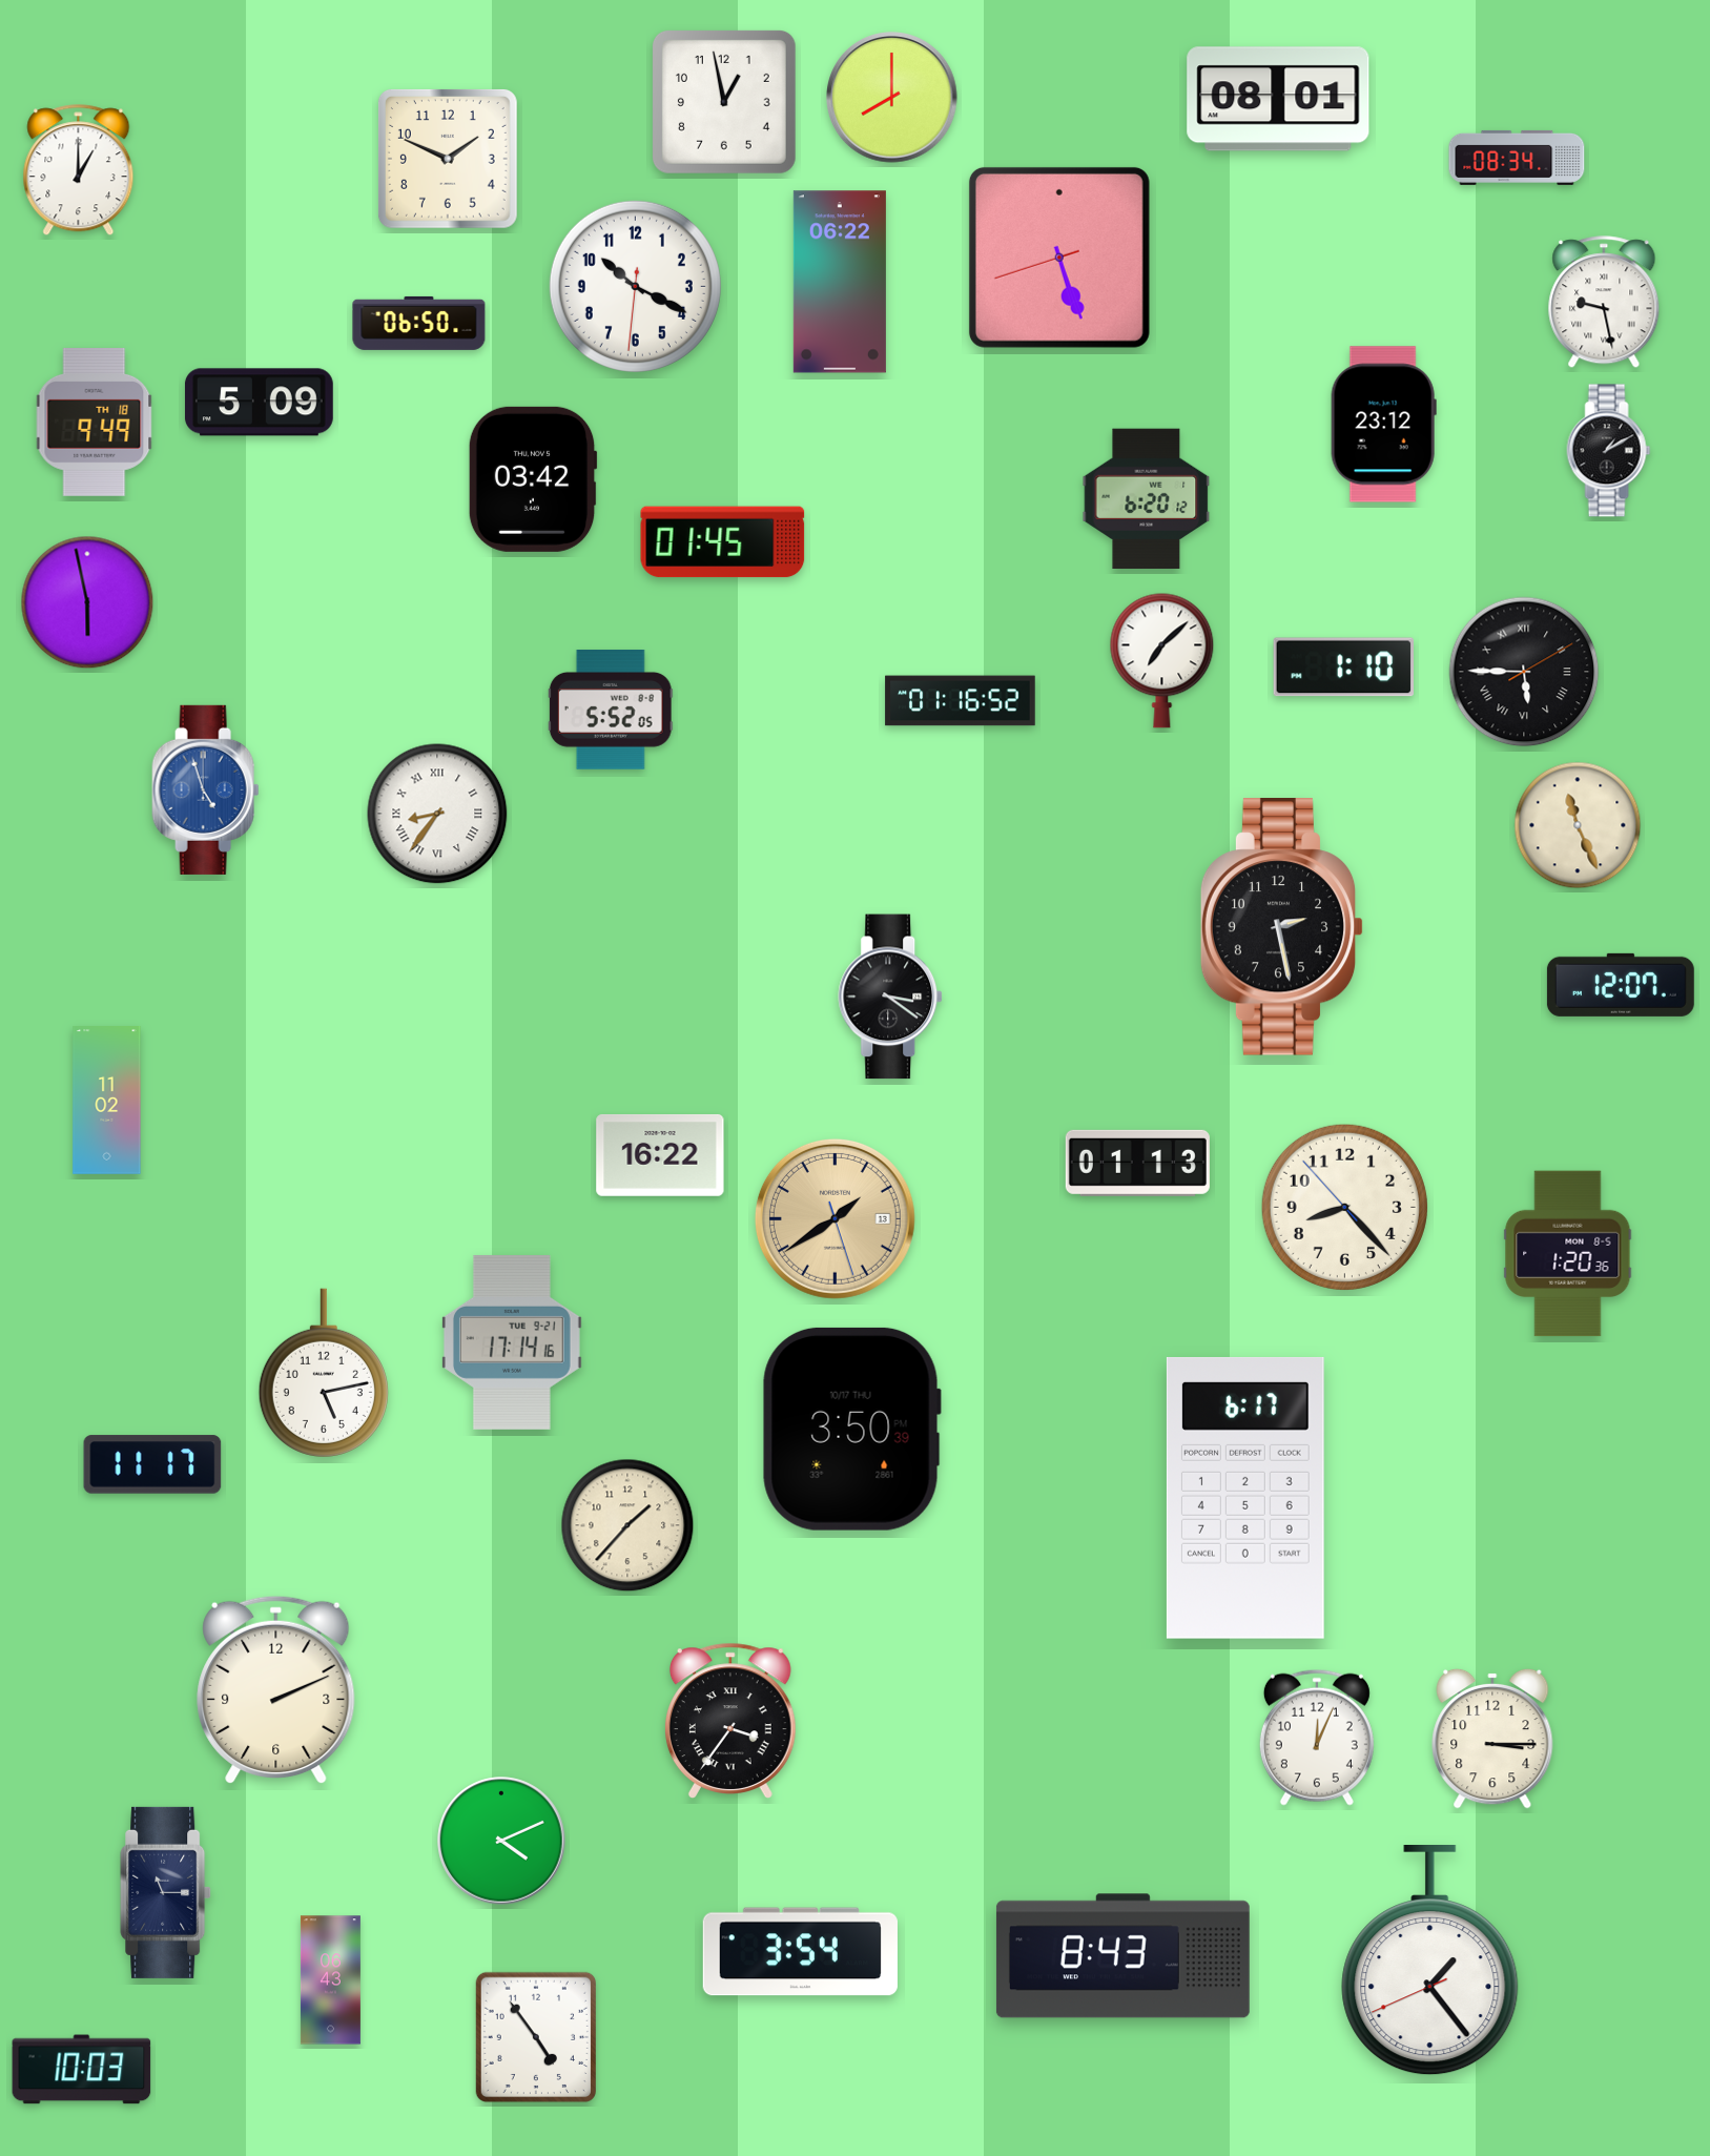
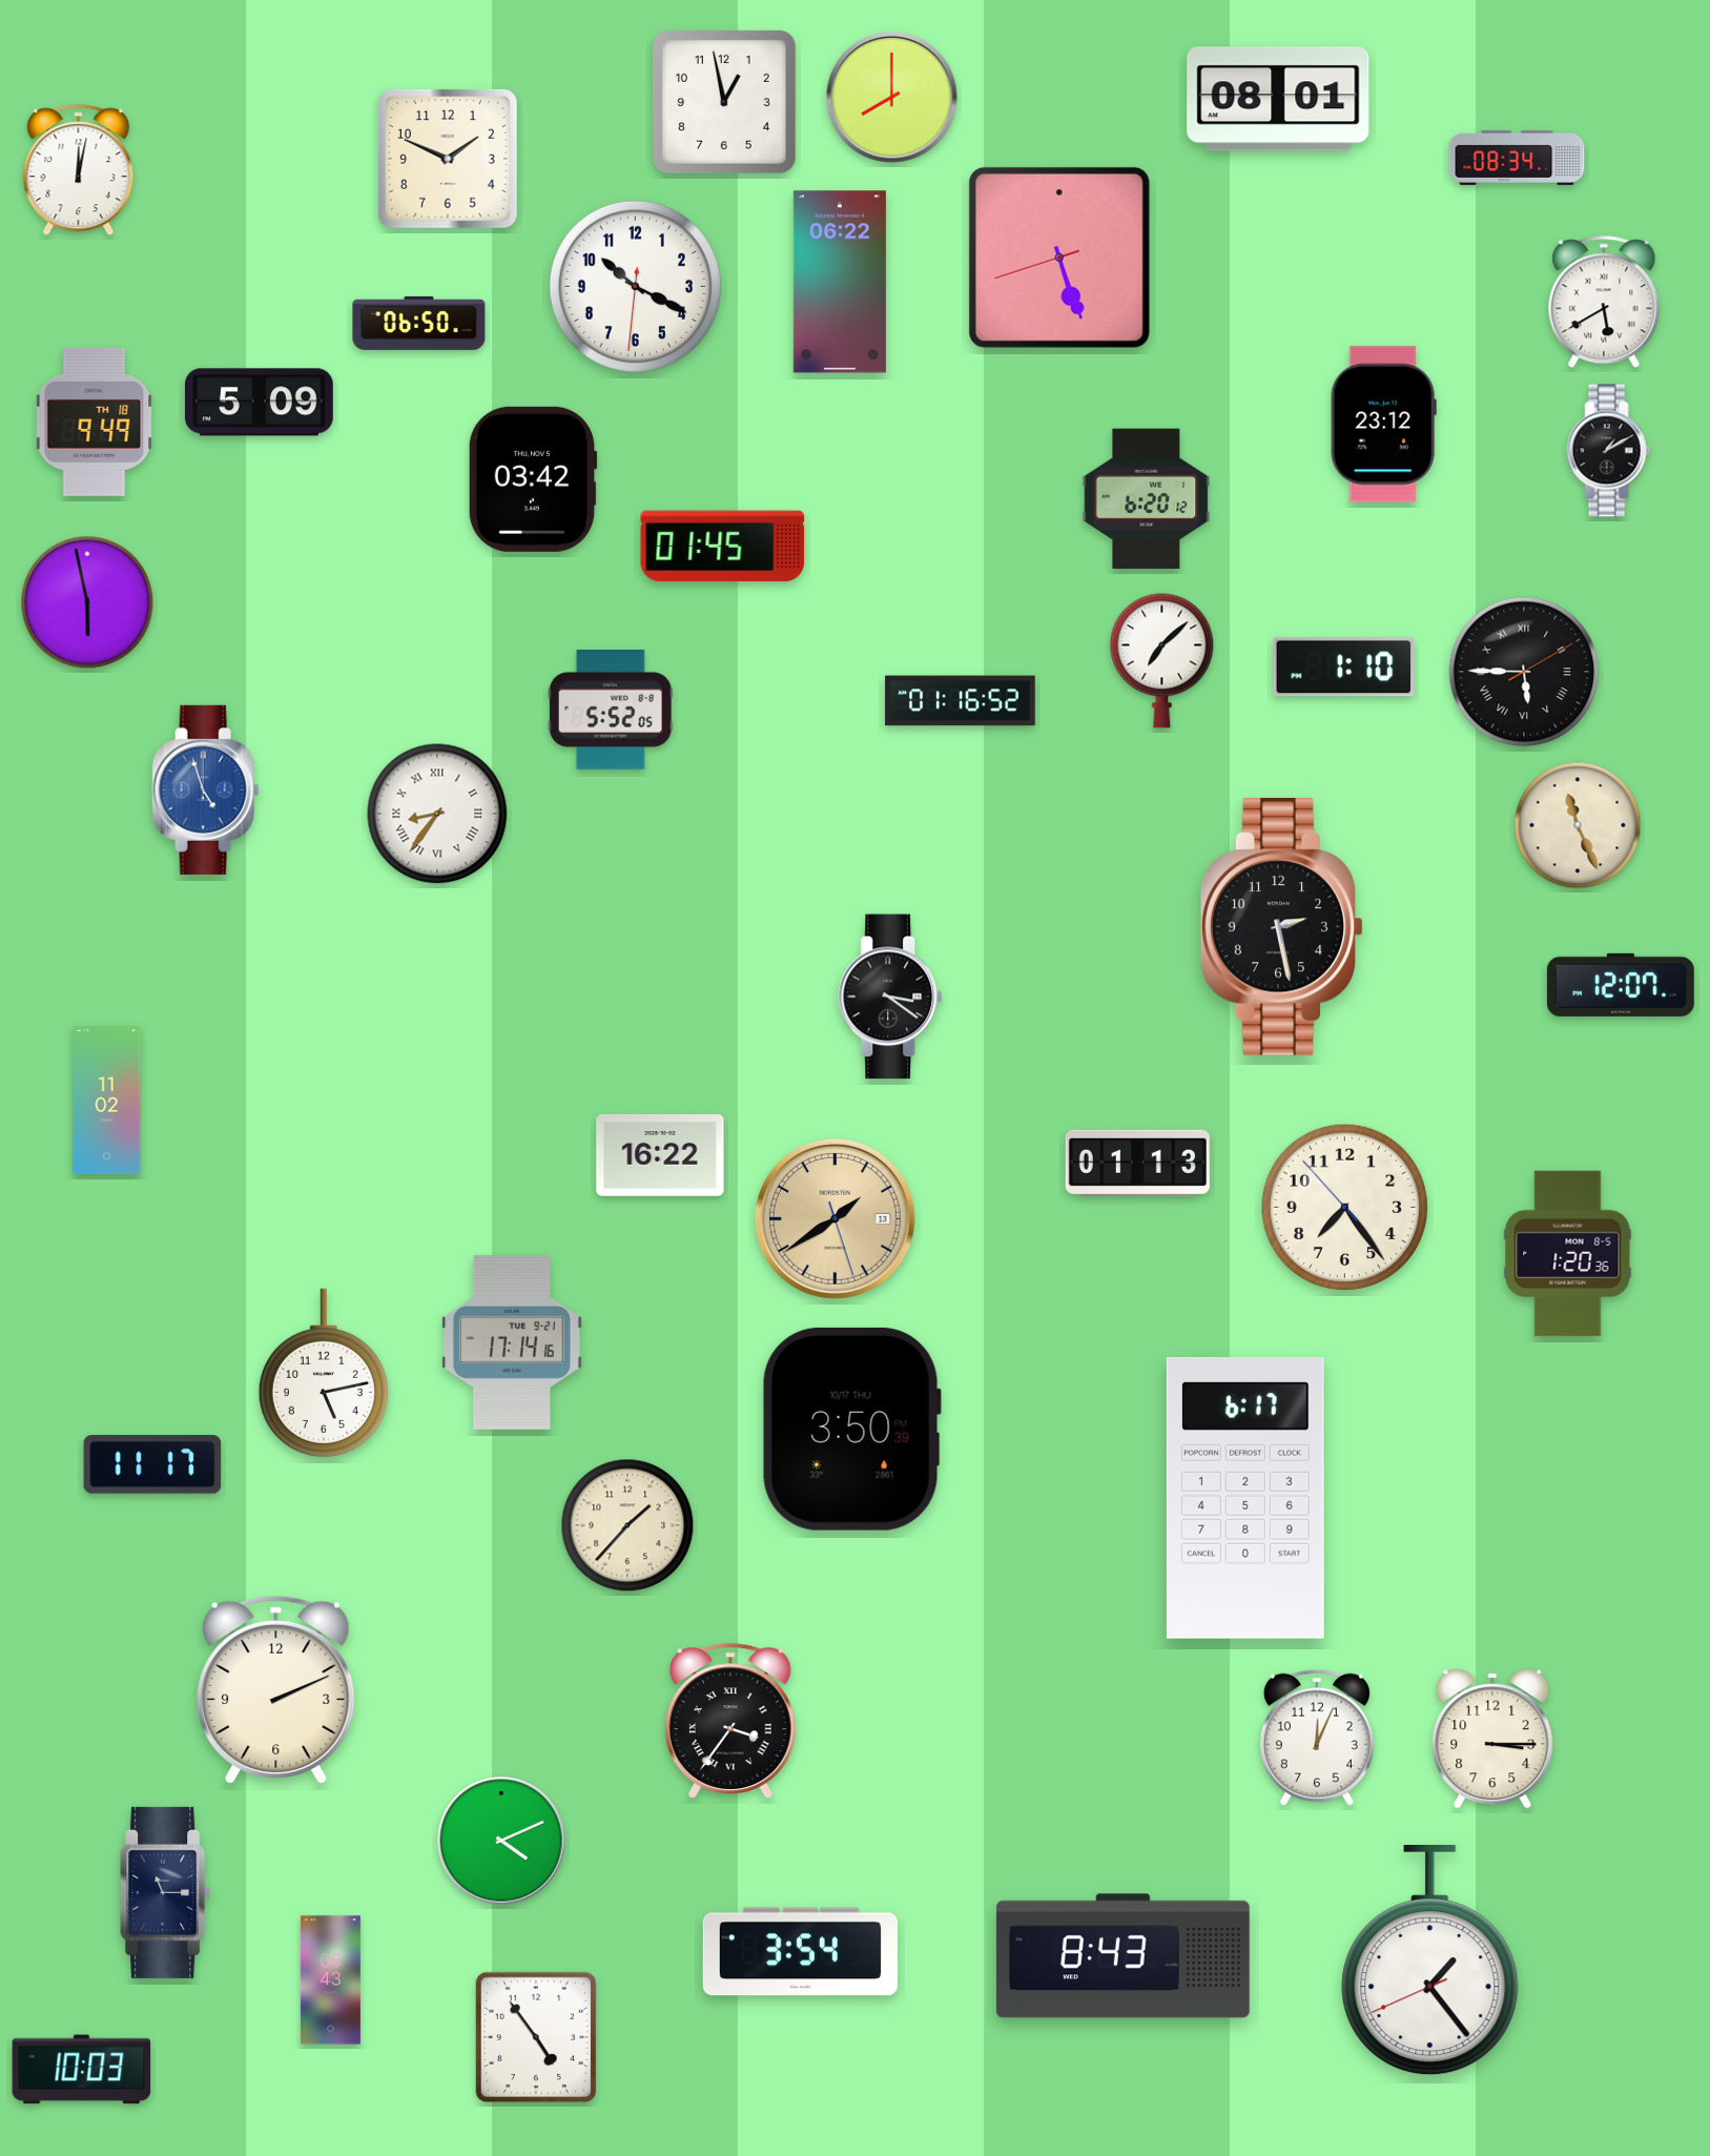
clock at (79, 170): 1:00 -> 12:02
clock at (1604, 303): 9:28 -> 5:40
clock at (723, 542) position: (723, 542) -> (723, 547)
clock at (1344, 1207): 8:22 -> 7:23
